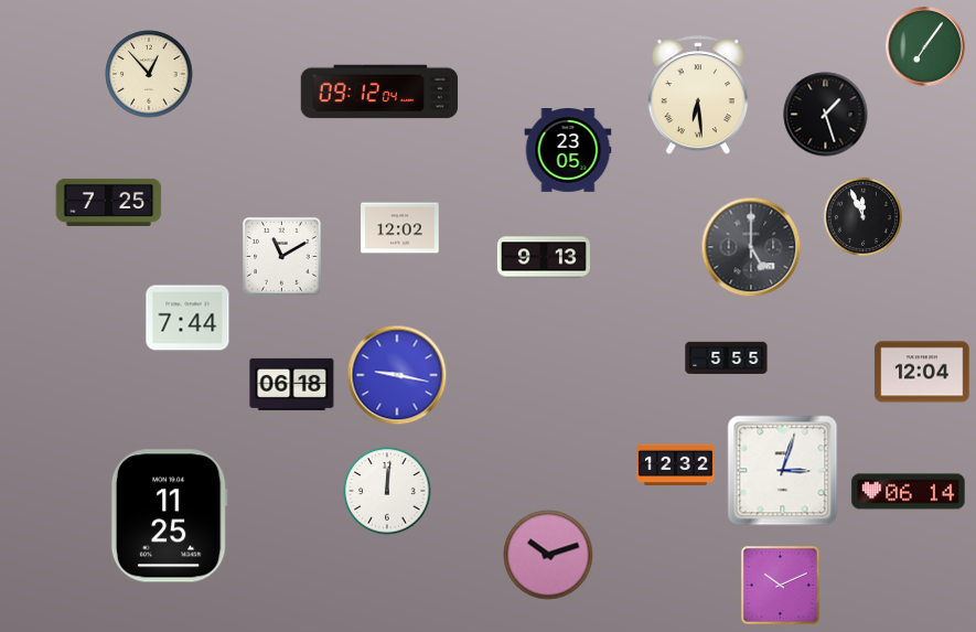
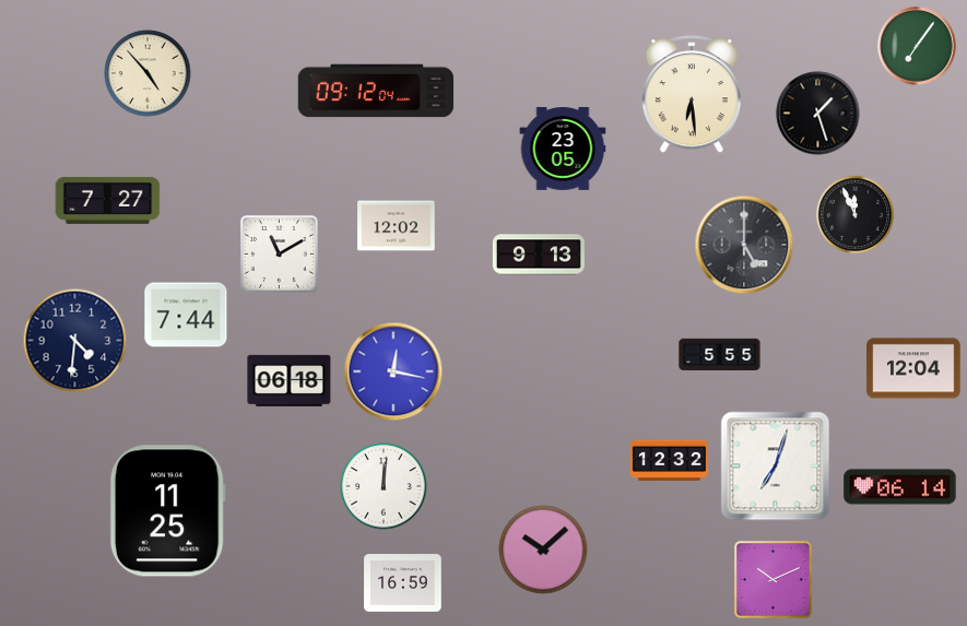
clock at (149, 74): 12:53 -> 4:53
clock at (109, 202): 7:25 -> 7:27
clock at (75, 341): none -> 4:31
clock at (397, 375): 9:17 -> 12:17
clock at (783, 471): 3:03 -> 7:03
clock at (548, 555): 10:12 -> 10:08
clock at (403, 583): none -> 16:59
